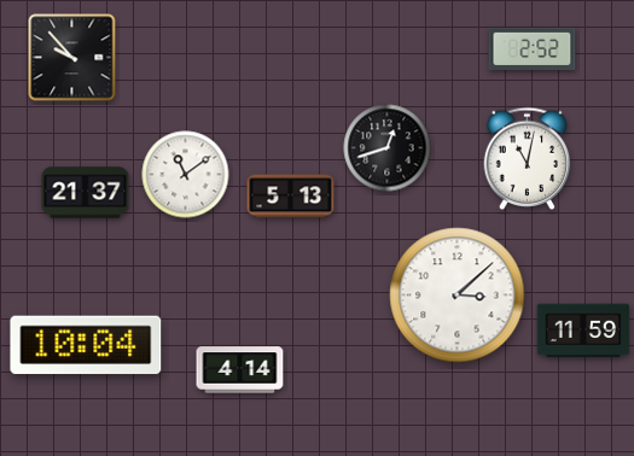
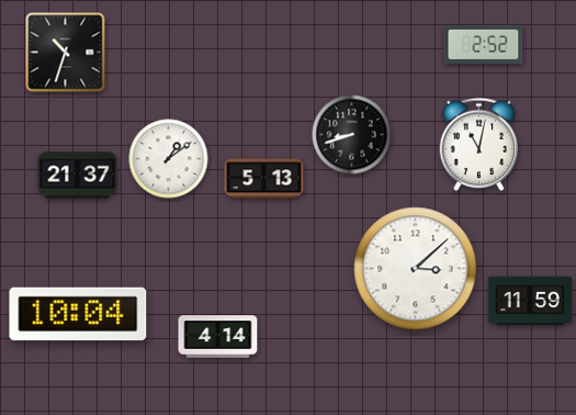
clock at (72, 58): 9:53 -> 10:33
clock at (388, 148): 12:42 -> 8:42
clock at (186, 175): 11:09 -> 1:09
